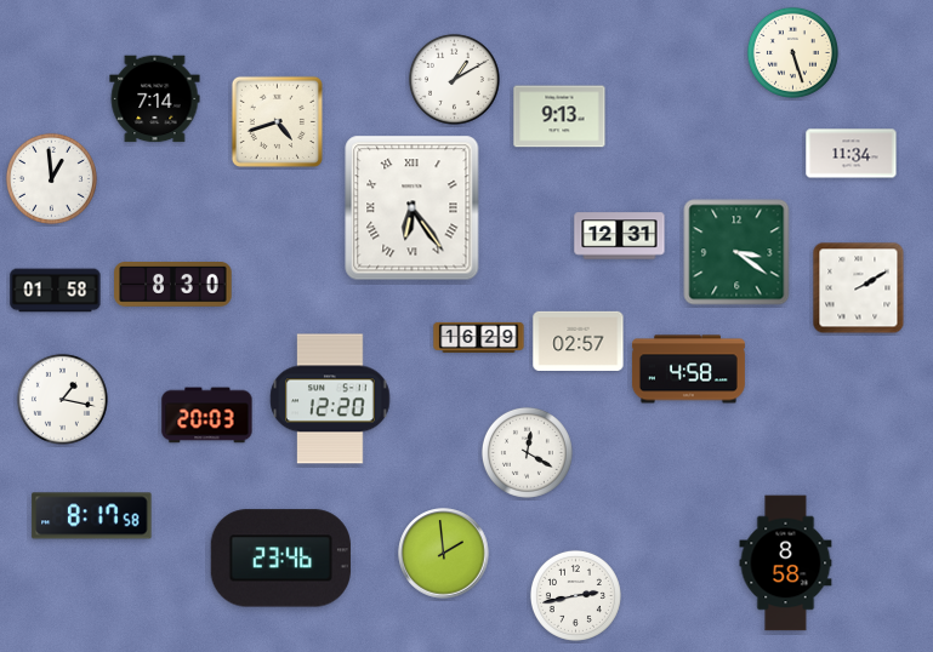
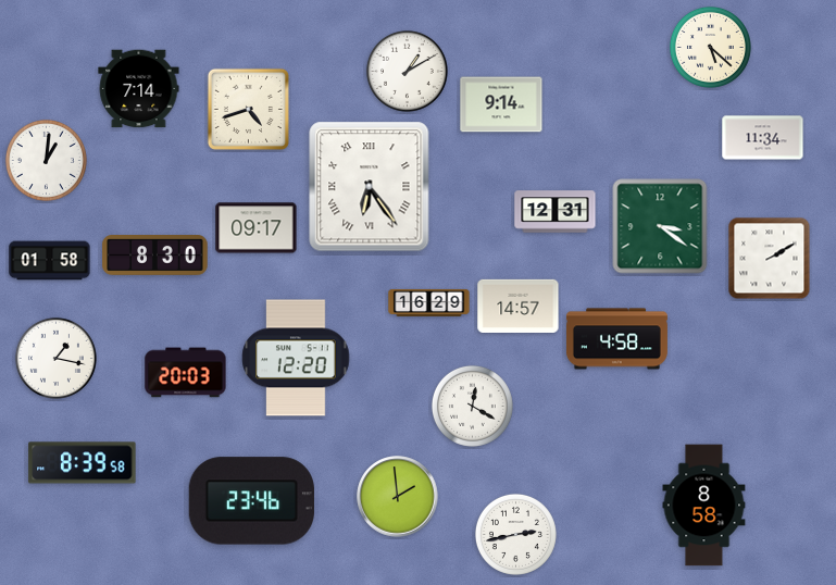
clock at (792, 52): 5:27 -> 5:22
clock at (559, 116): 9:13 -> 9:14
clock at (51, 178): 12:59 -> 1:01
clock at (257, 228): none -> 09:17
clock at (579, 341): 02:57 -> 14:57
clock at (688, 370) position: (688, 370) -> (616, 339)
clock at (92, 516): 8:17 -> 8:39
